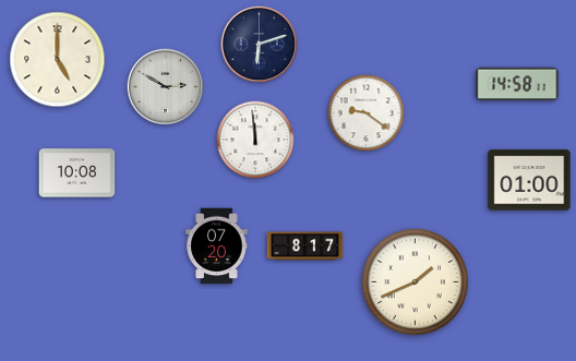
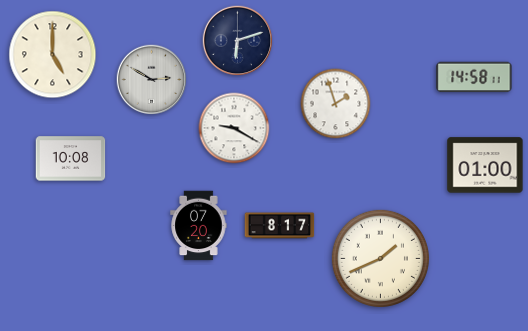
clock at (367, 113): 9:21 -> 1:57
clock at (255, 140): 11:59 -> 9:20
